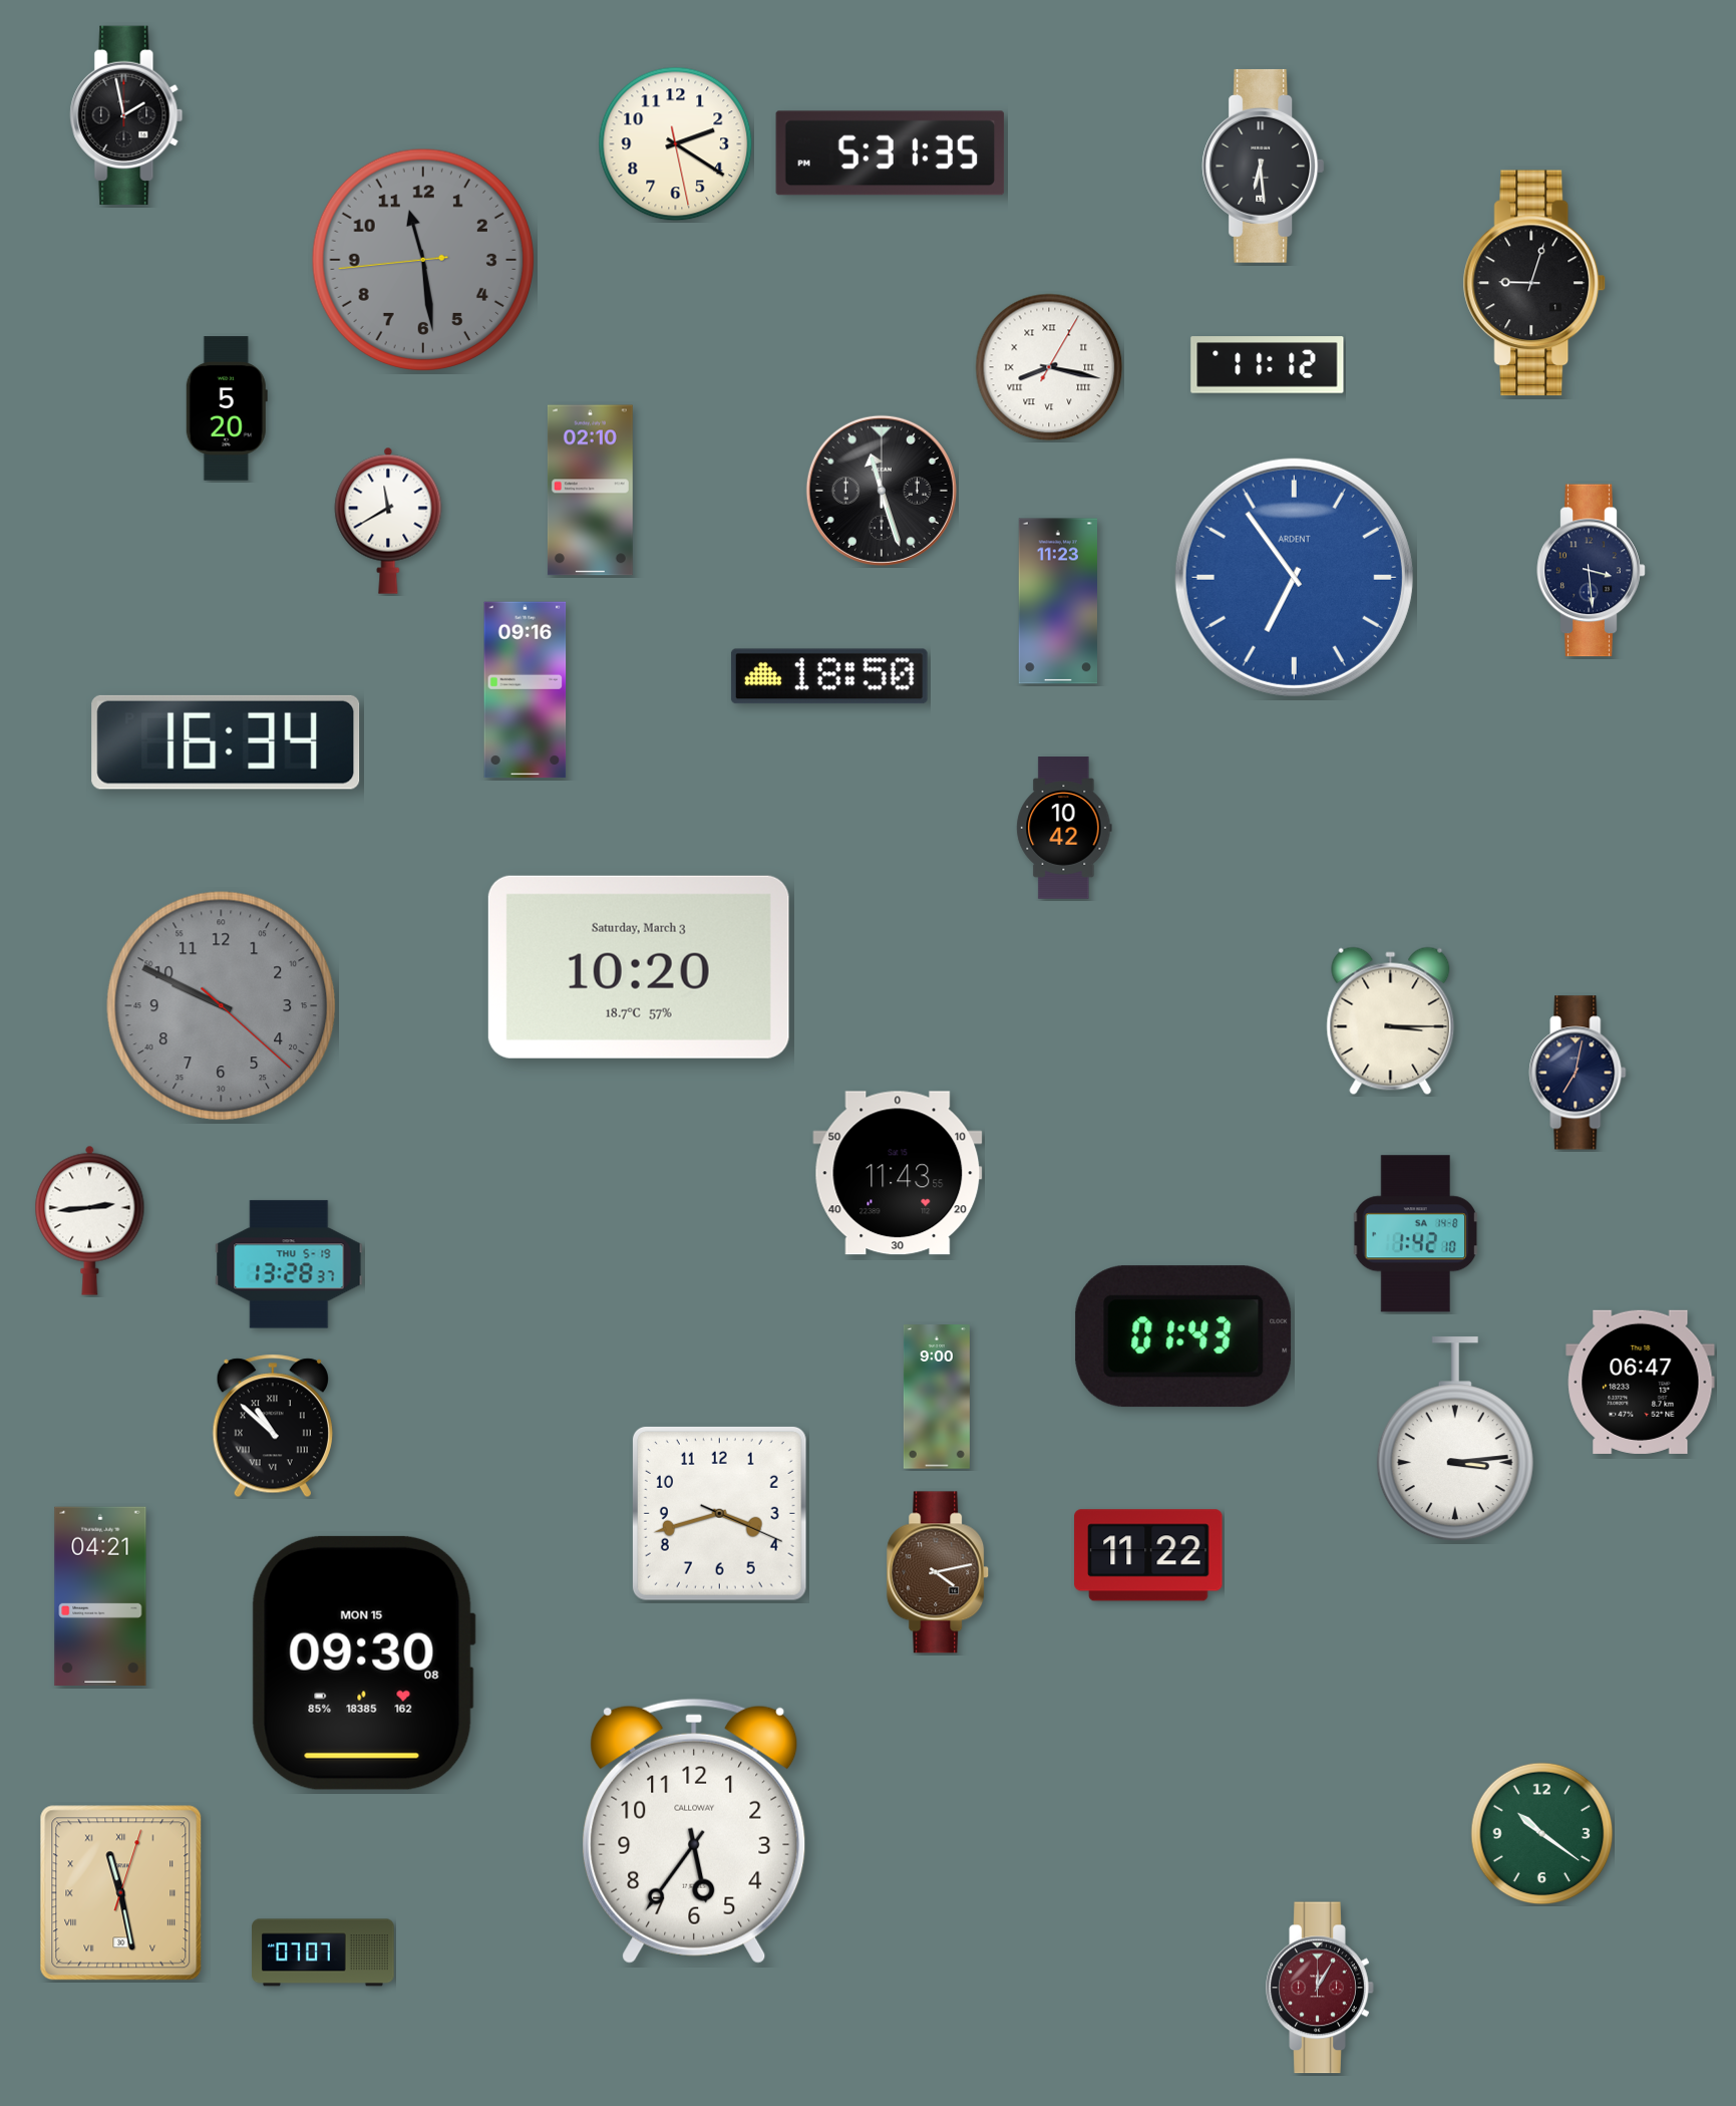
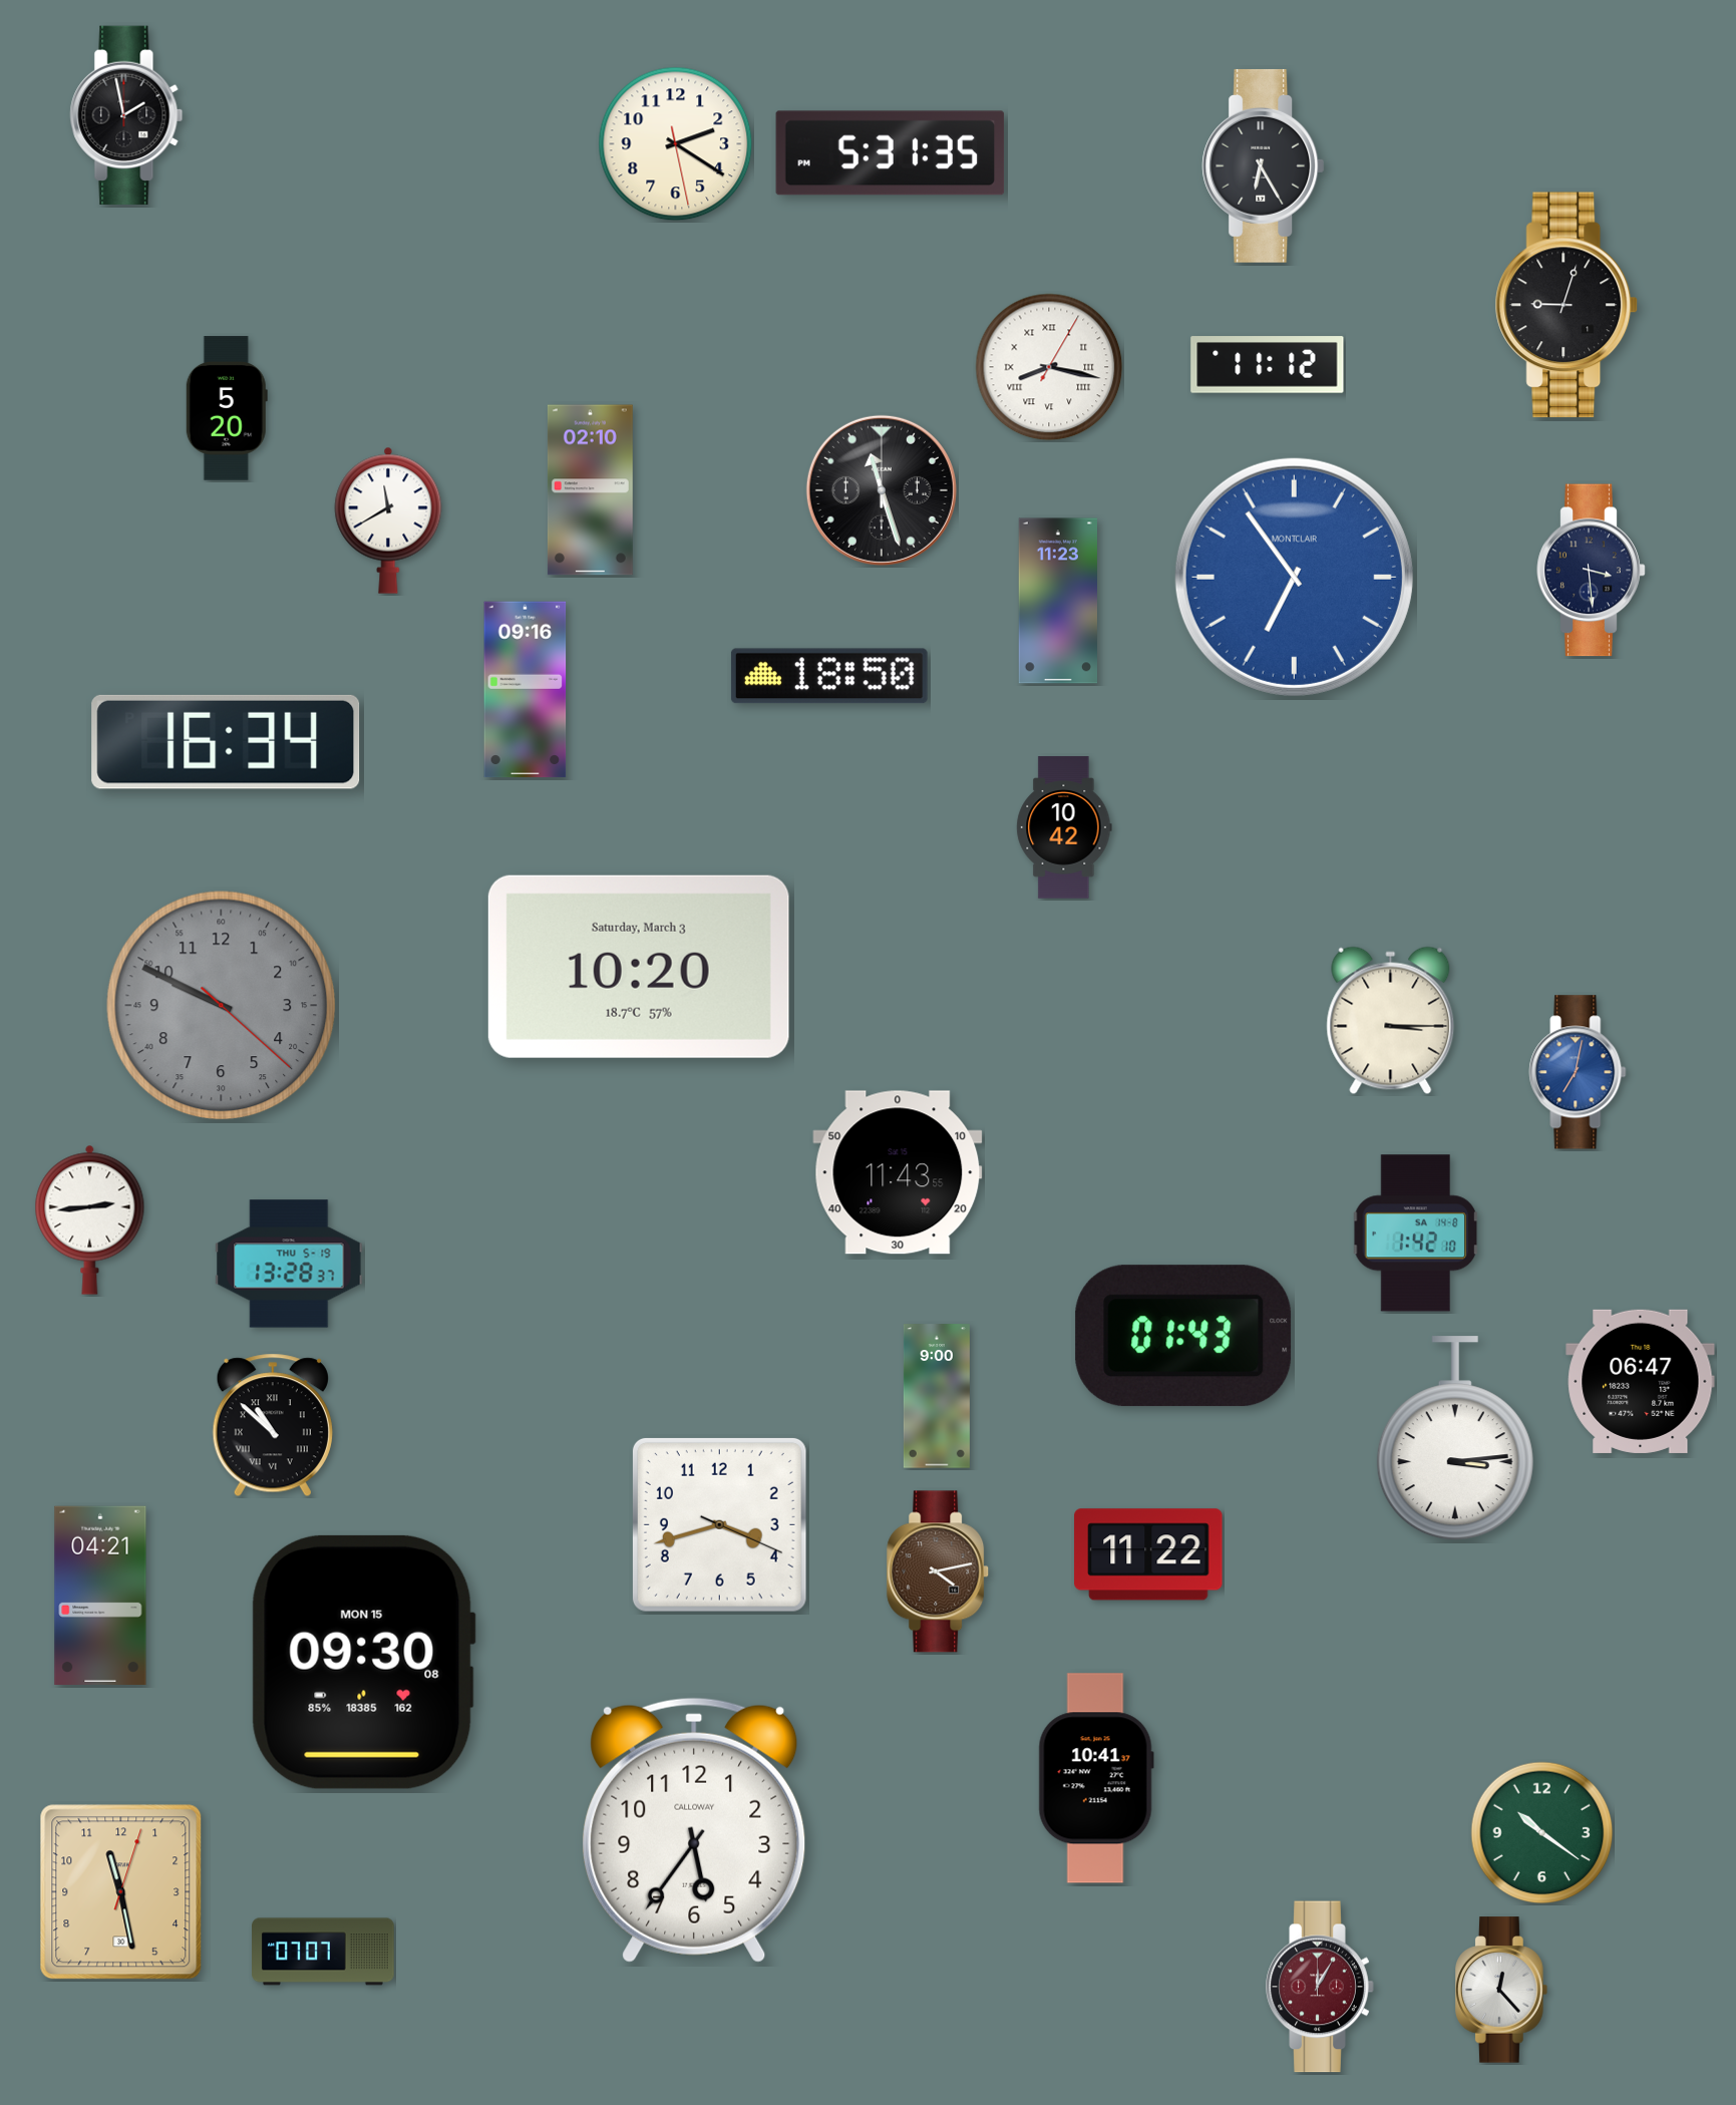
clock at (1264, 166): 6:29 -> 6:25
clock at (422, 259): 11:28 -> none
clock at (1534, 283) position: (1534, 283) -> (1567, 305)
clock at (1294, 577) brand: ARDENT -> MONTCLAIR
clock at (1578, 1073) dial: navy -> blue
clock at (719, 1513) position: (719, 1513) -> (719, 1524)
clock at (1096, 1778): none -> 10:41
clock at (121, 1893) numerals: Roman -> Arabic
clock at (1502, 1990): none -> 12:23
